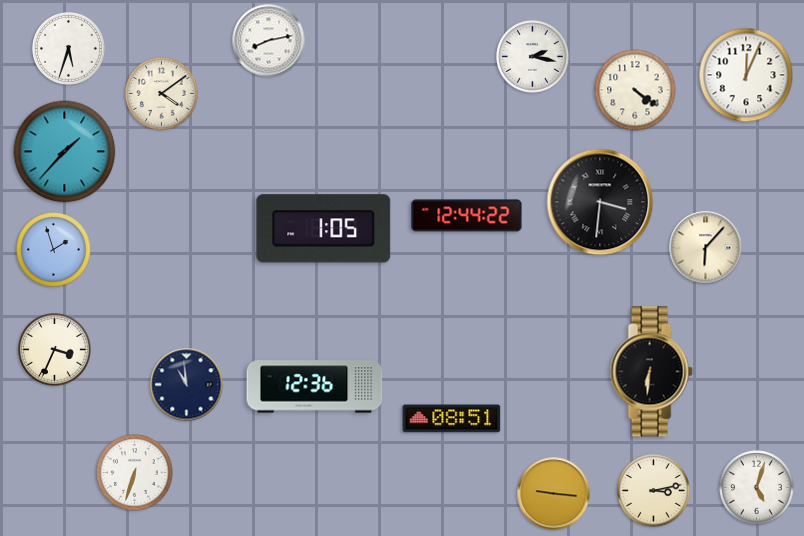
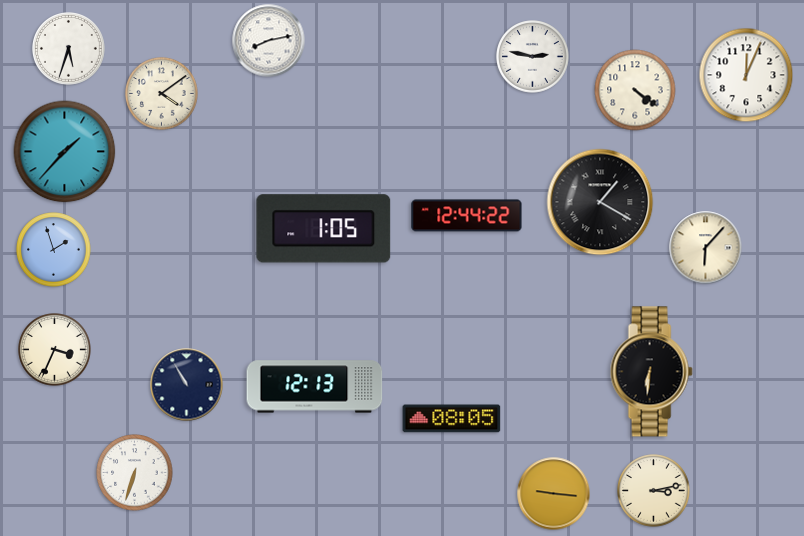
clock at (533, 57): 2:17 -> 2:47
clock at (600, 202): 3:31 -> 1:20
clock at (187, 385): 10:59 -> 10:55
clock at (315, 387): 12:36 -> 12:13
clock at (452, 419): 08:51 -> 08:05
clock at (757, 488): 5:03 -> none
